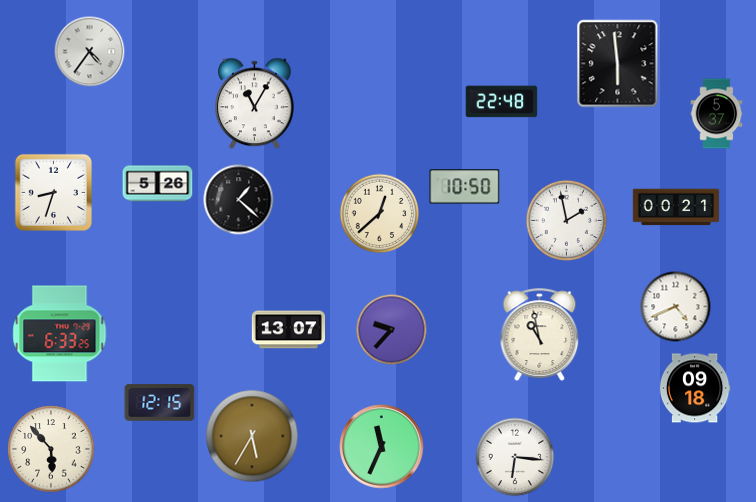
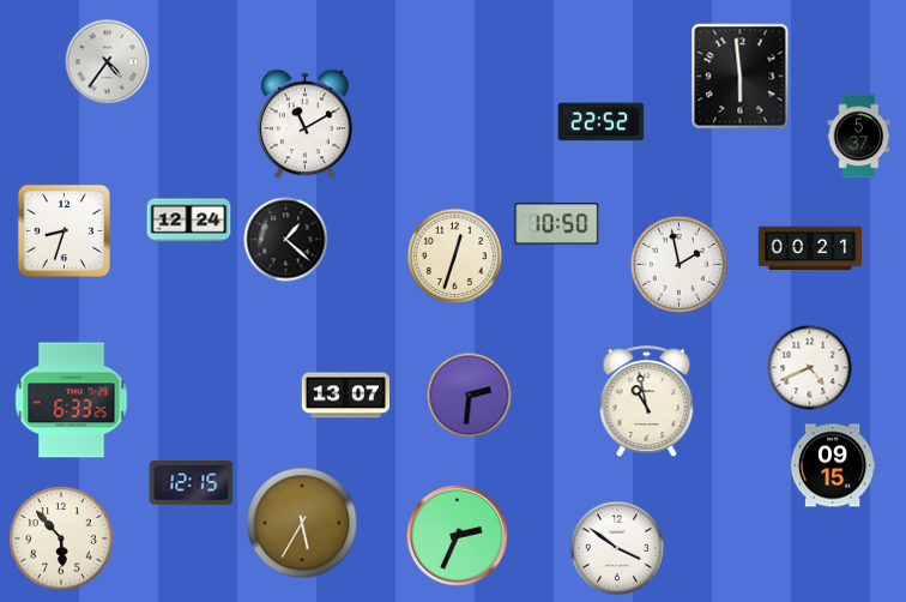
clock at (502, 102): 22:48 -> 22:52
clock at (255, 104): 11:05 -> 11:10
clock at (158, 184): 5:26 -> 12:24
clock at (380, 214): 12:38 -> 12:33
clock at (392, 330): 9:37 -> 2:31
clock at (695, 388): 09:18 -> 09:15
clock at (382, 447): 11:34 -> 2:34
clock at (515, 457): 6:16 -> 3:51
